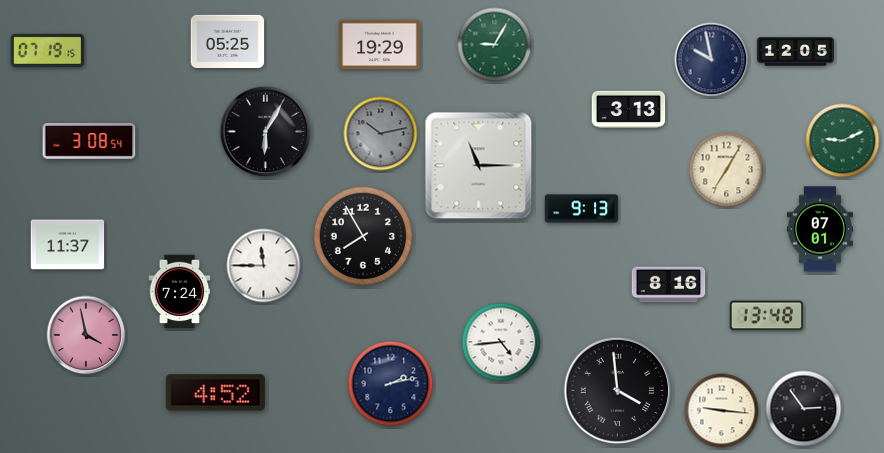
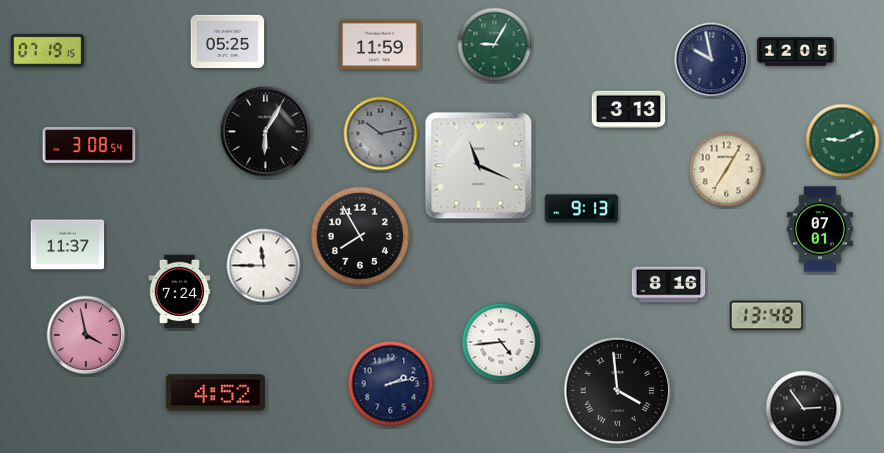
clock at (380, 45): 19:29 -> 11:59
clock at (89, 142) position: (89, 142) -> (89, 146)
clock at (479, 166): 11:15 -> 11:19
clock at (363, 236) position: (363, 236) -> (360, 236)
clock at (722, 411): 9:16 -> none
